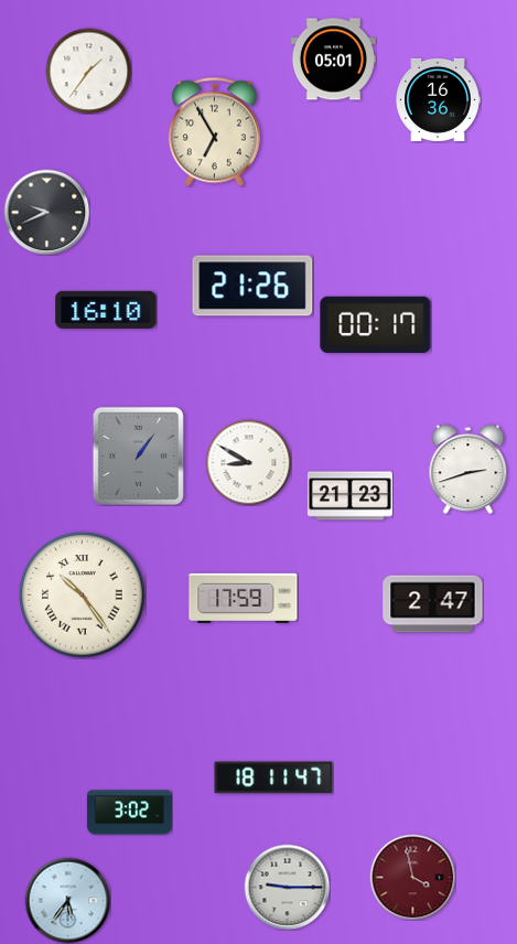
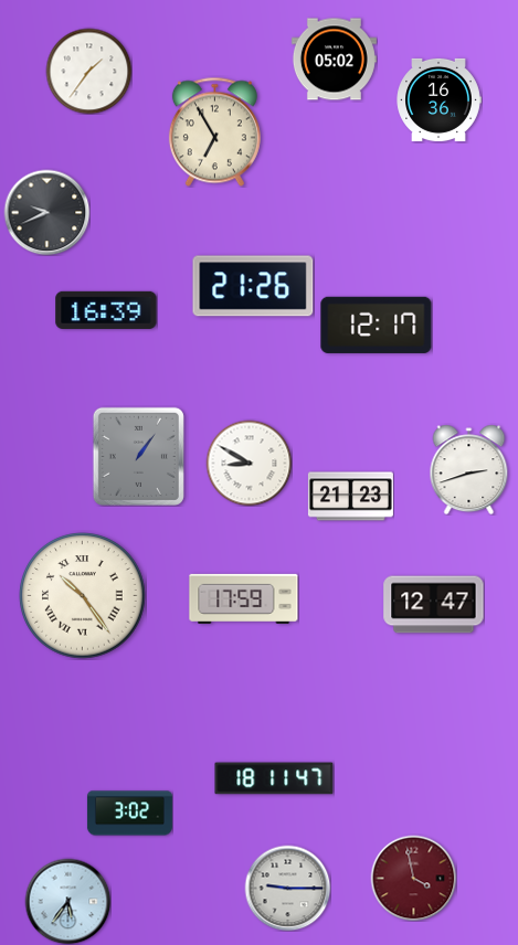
clock at (333, 60): 05:01 -> 05:02
clock at (106, 310): 16:10 -> 16:39
clock at (376, 324): 00:17 -> 12:17
clock at (433, 604): 2:47 -> 12:47
